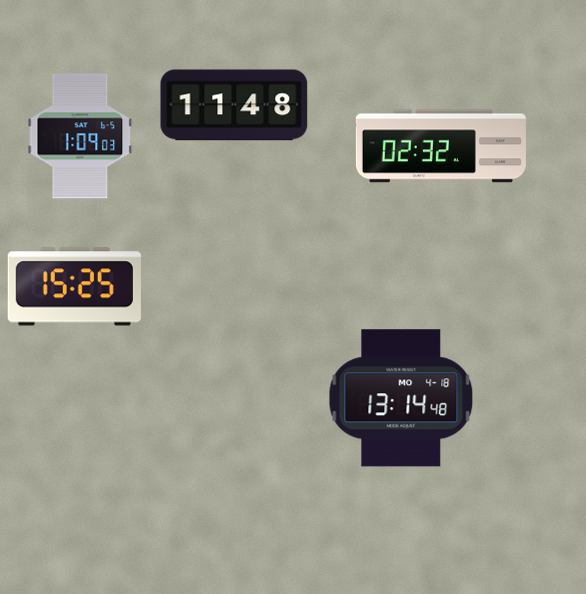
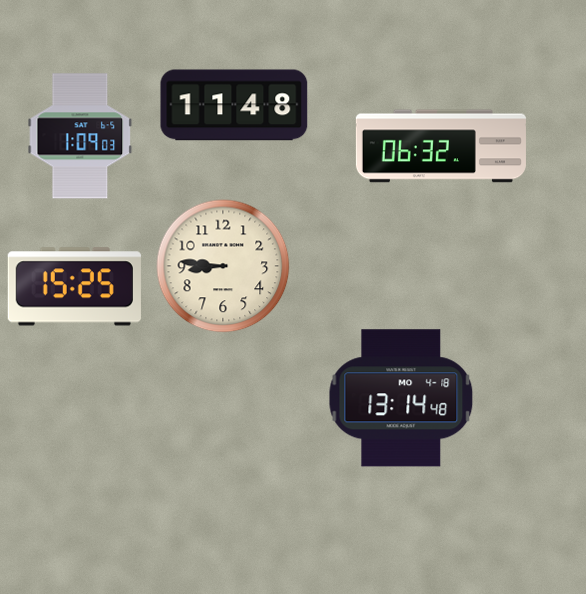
clock at (441, 146): 02:32 -> 06:32
clock at (223, 266): none -> 8:46
